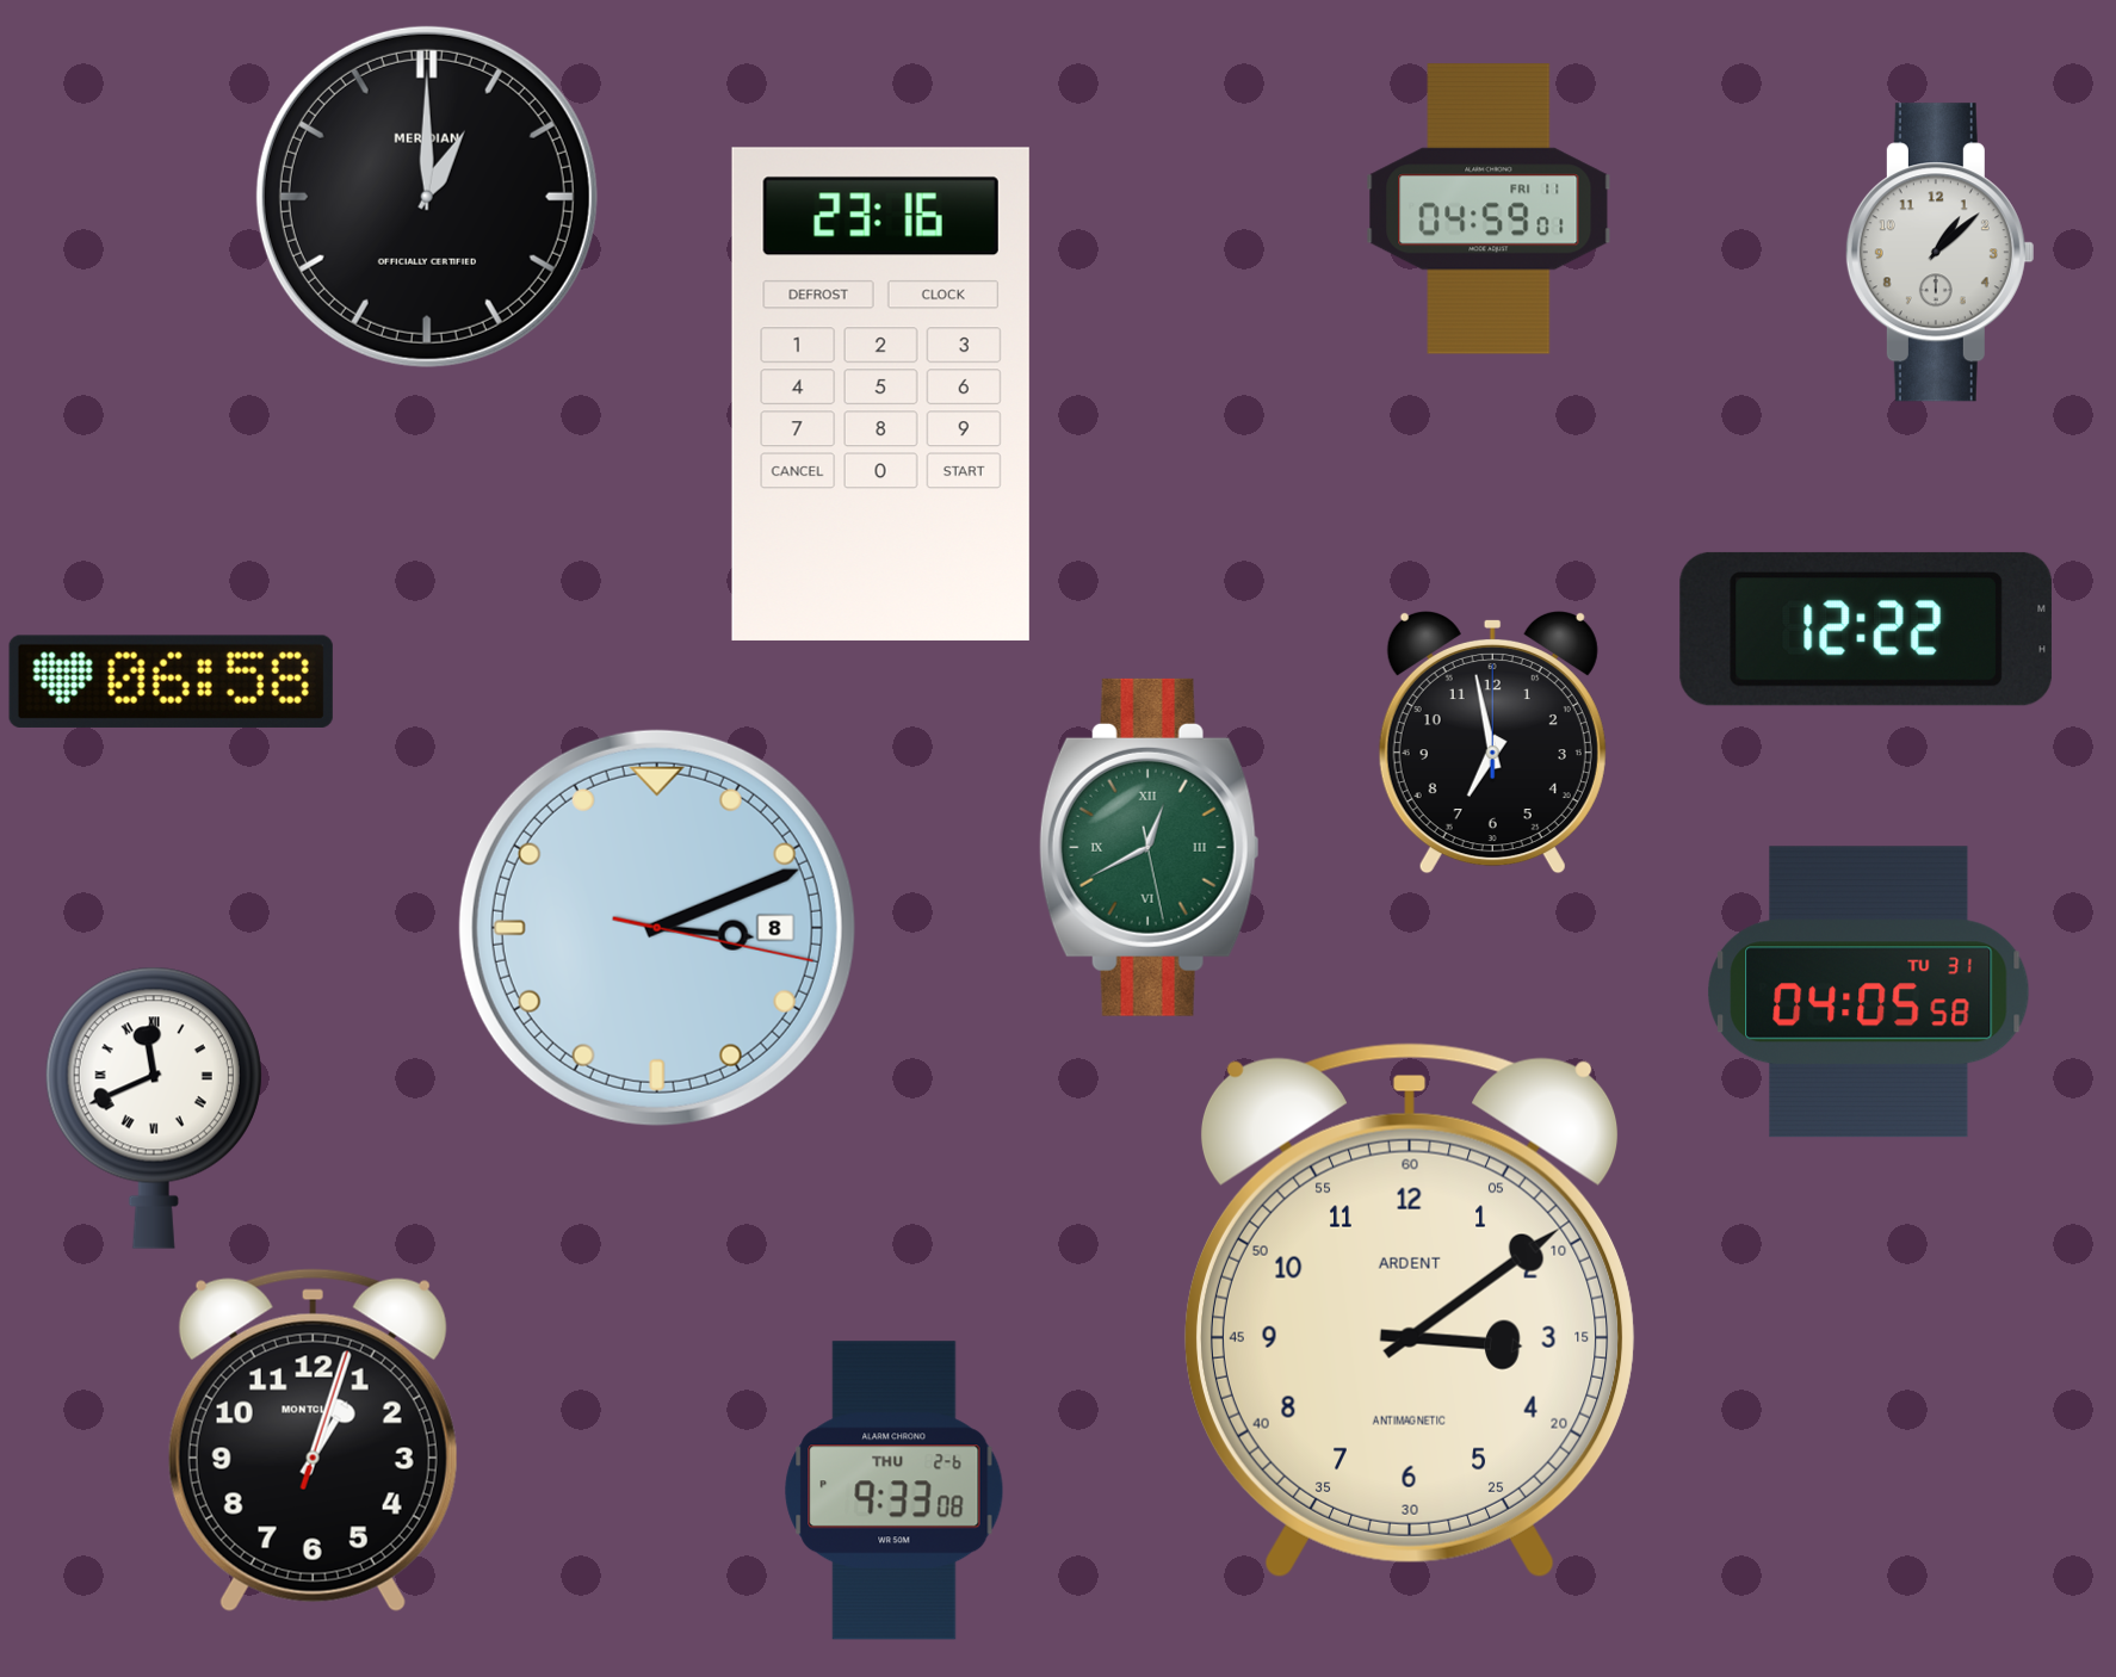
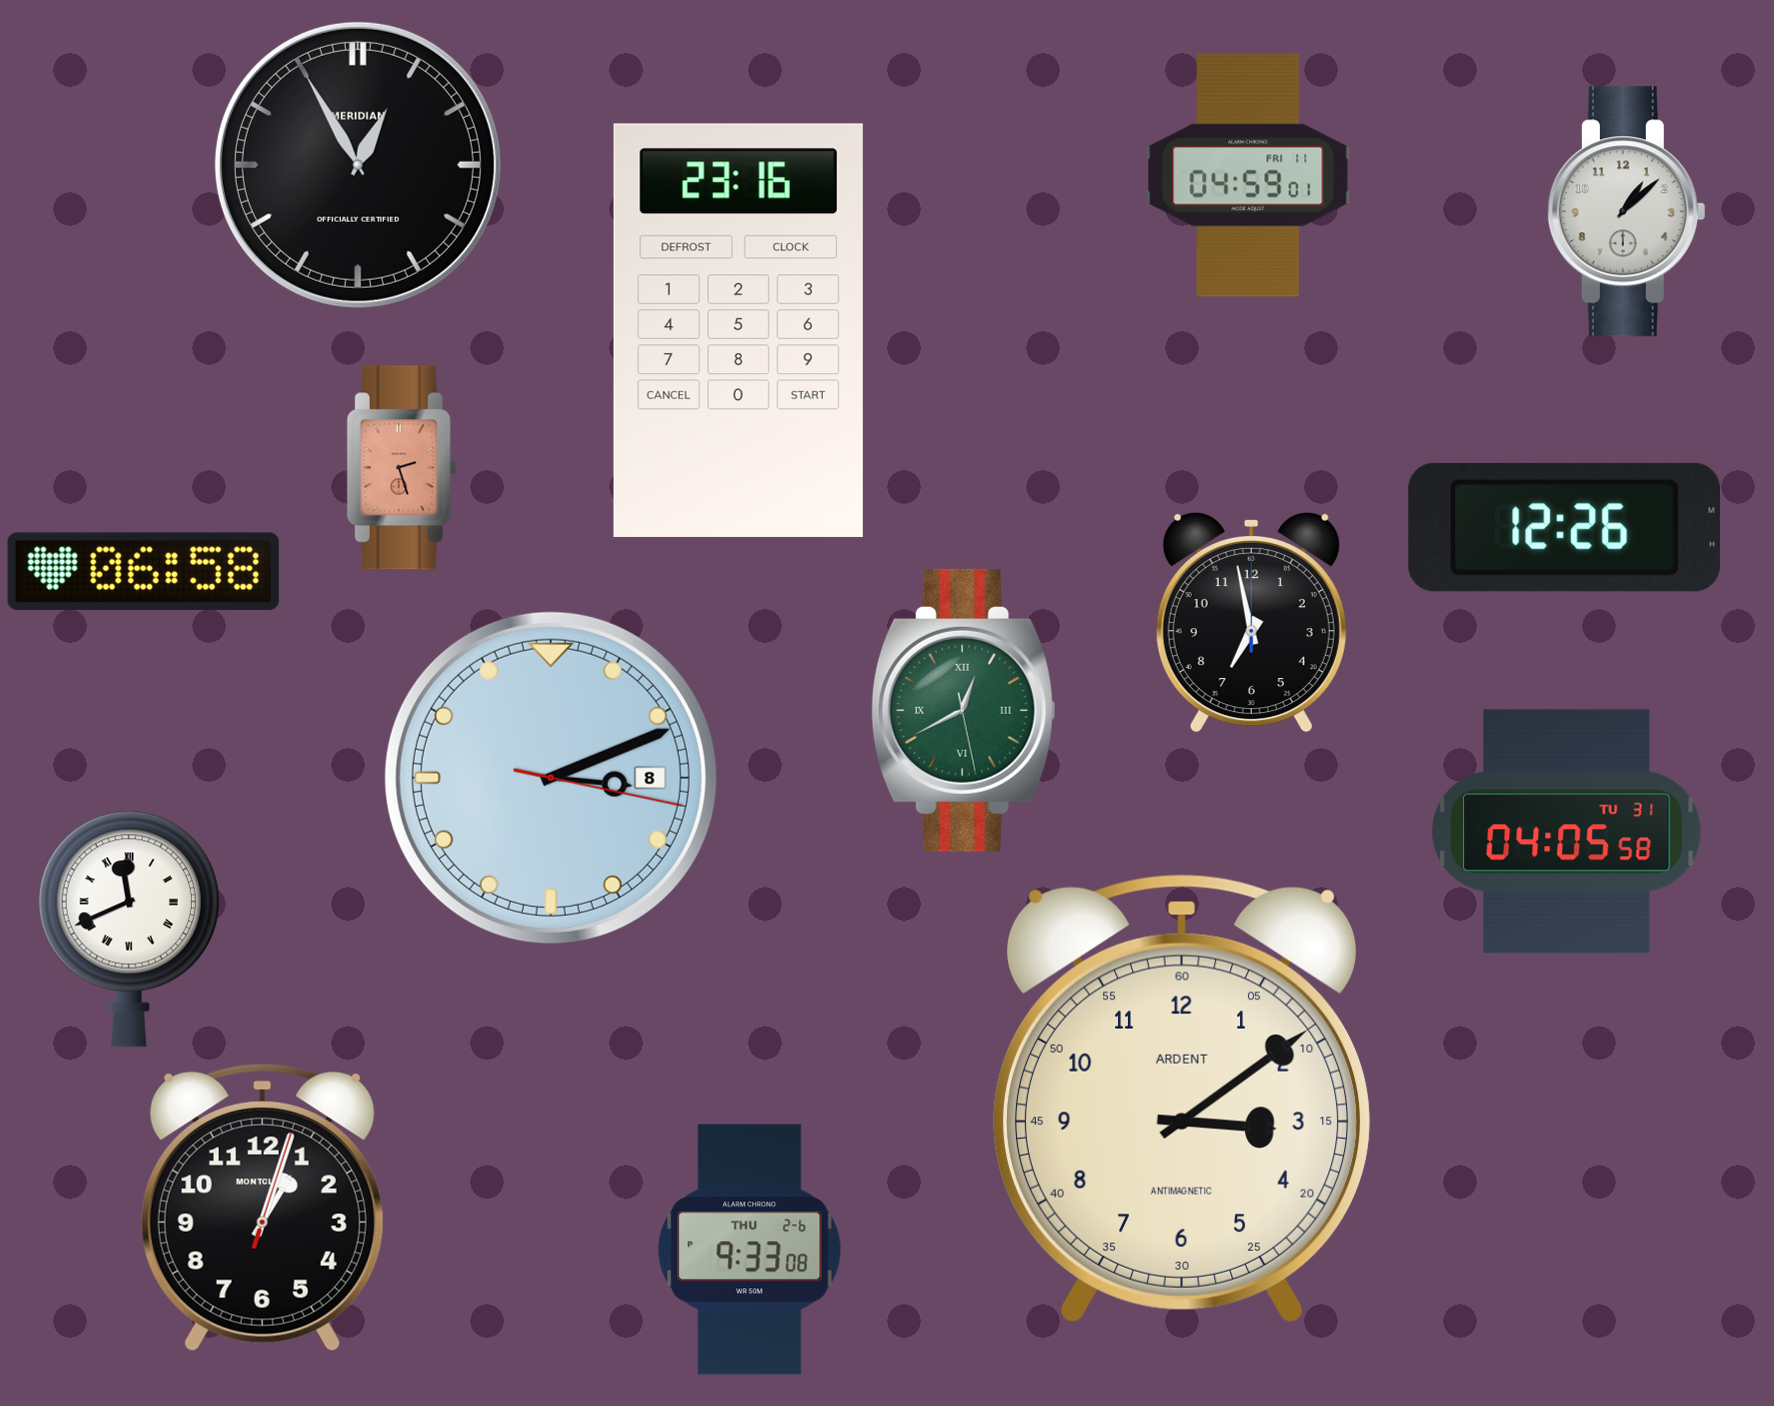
clock at (427, 197): 1:00 -> 12:55
clock at (401, 468): none -> 2:27
clock at (1866, 629): 12:22 -> 12:26
